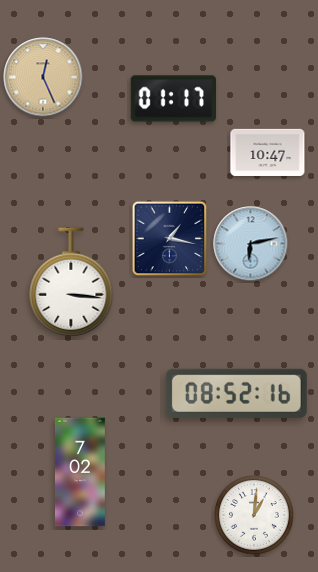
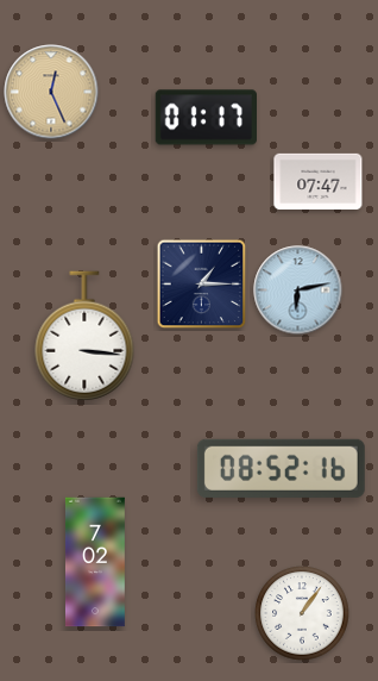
clock at (268, 152): 10:47 -> 07:47
clock at (170, 239): 1:17 -> 1:15
clock at (254, 515): 1:01 -> 1:06
